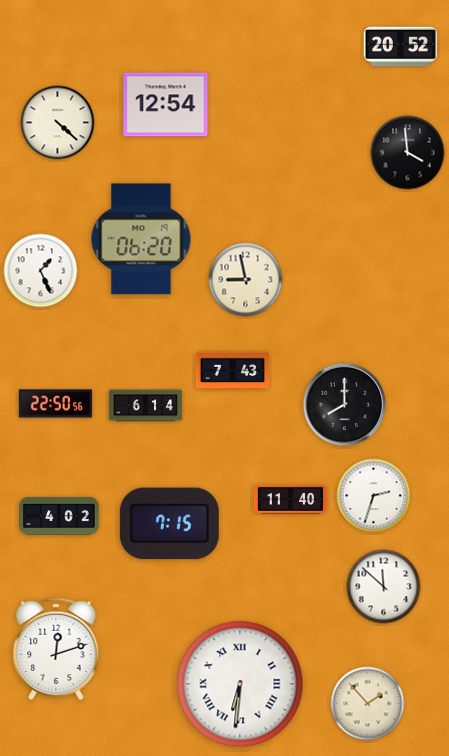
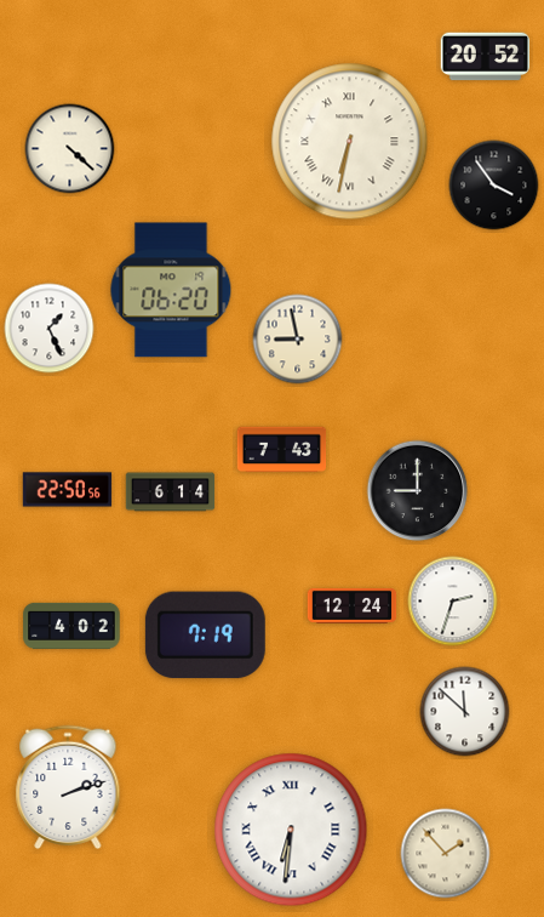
clock at (166, 105): 12:54 -> none
clock at (350, 142): none -> 6:32
clock at (408, 153): 3:59 -> 3:54
clock at (345, 405): 8:00 -> 9:00
clock at (146, 406) position: (146, 406) -> (171, 492)
clock at (291, 499): 11:40 -> 12:24
clock at (169, 524): 7:15 -> 7:19
clock at (56, 649): 12:12 -> 2:12
